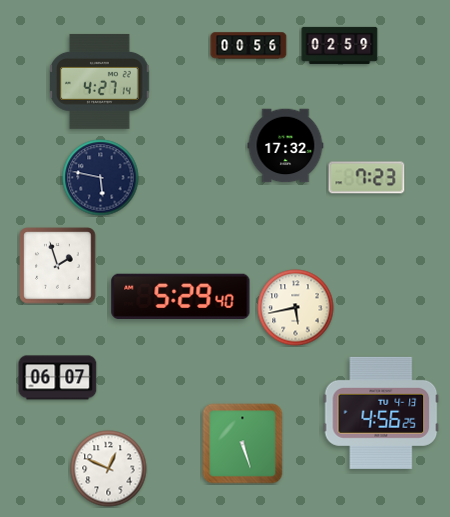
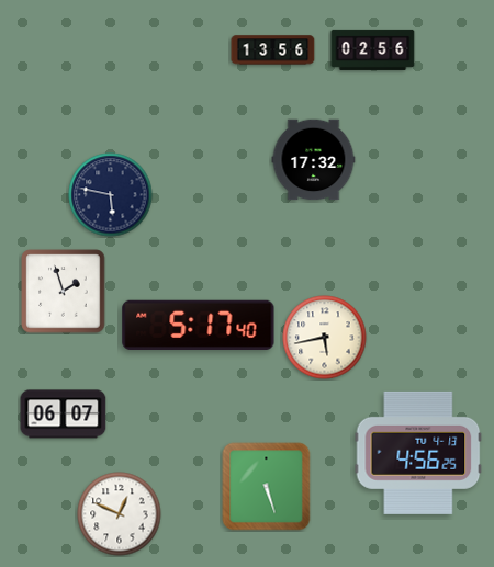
clock at (340, 45): 02:59 -> 02:56
clock at (249, 46): 00:56 -> 13:56
clock at (100, 81): 4:27 -> none
clock at (367, 178): 7:23 -> none
clock at (181, 296): 5:29 -> 5:17
